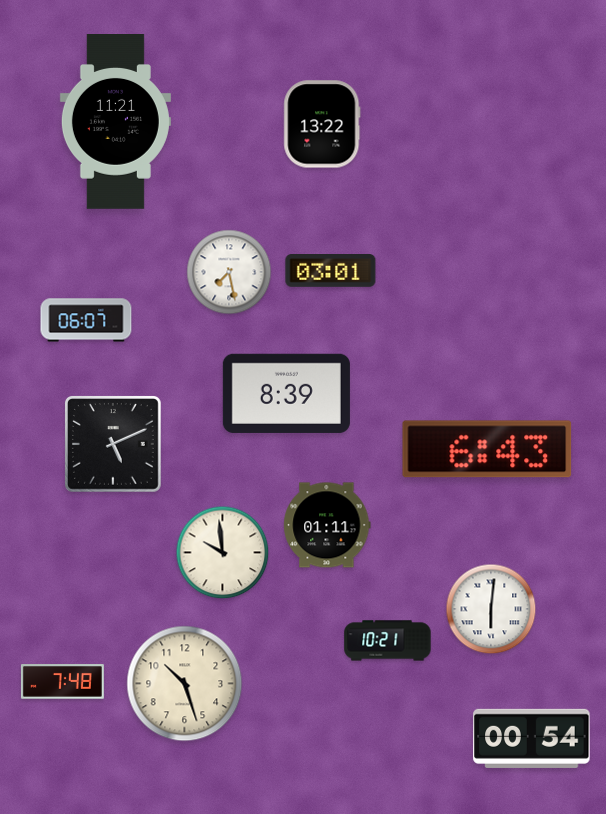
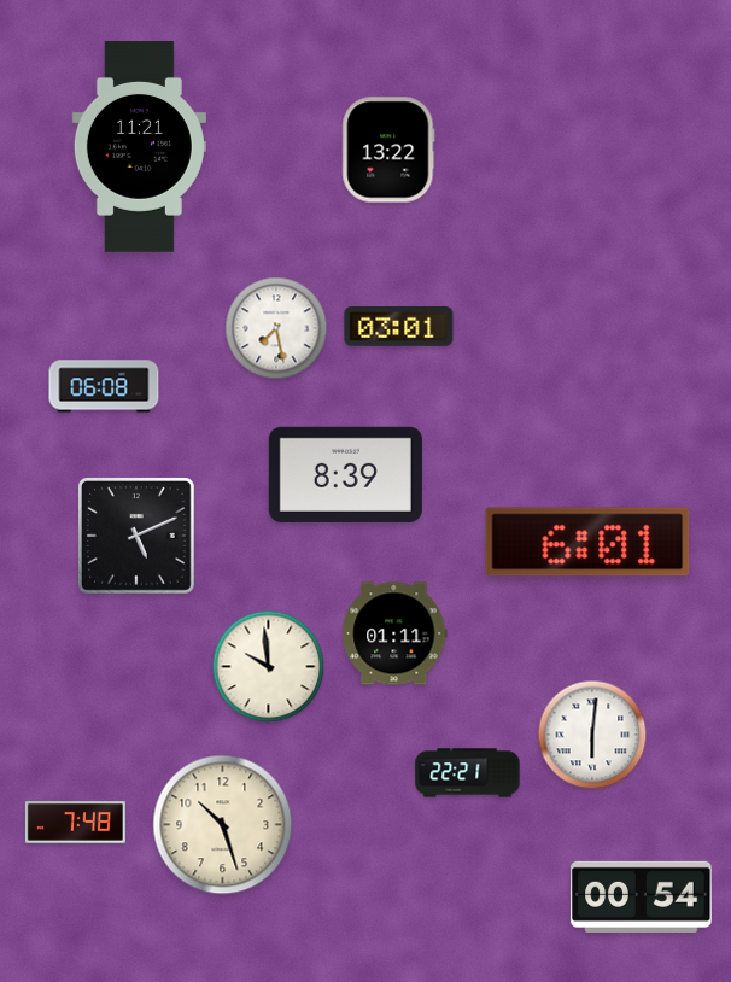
clock at (86, 320): 06:07 -> 06:08
clock at (487, 449): 6:43 -> 6:01
clock at (388, 641): 10:21 -> 22:21
clock at (532, 738) position: (532, 738) -> (642, 896)
